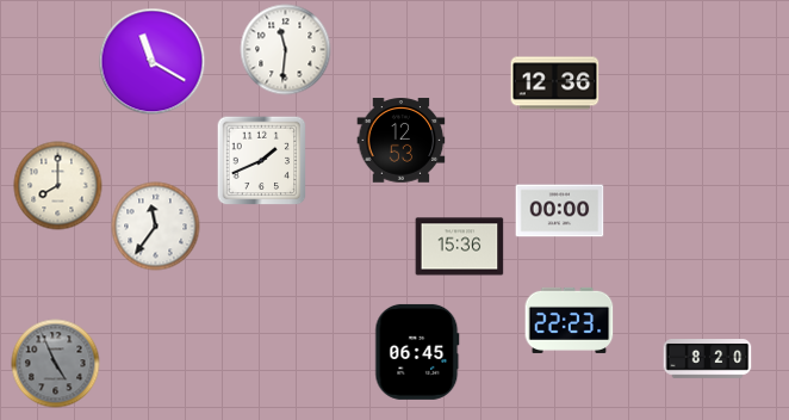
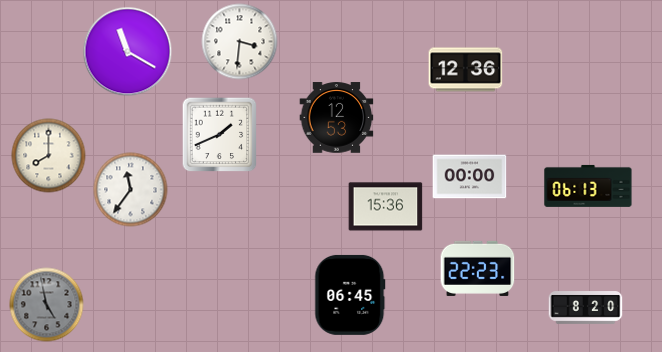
clock at (286, 50): 11:31 -> 3:31
clock at (588, 186): none -> 06:13
clock at (708, 359) position: (708, 359) -> (586, 308)
clock at (56, 364): 4:56 -> 4:58
